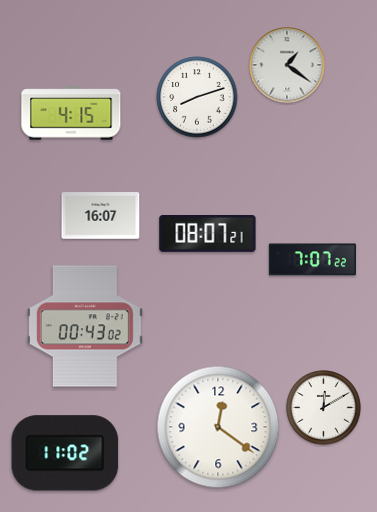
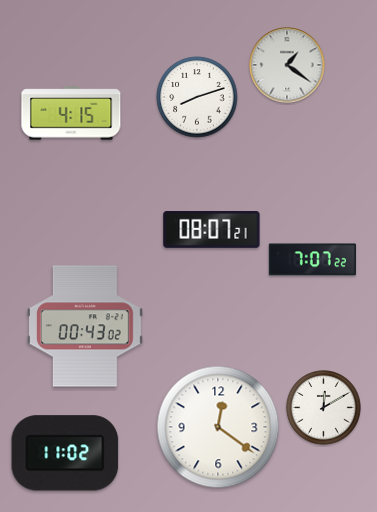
clock at (101, 216): 16:07 -> none
clock at (208, 234) position: (208, 234) -> (212, 230)
